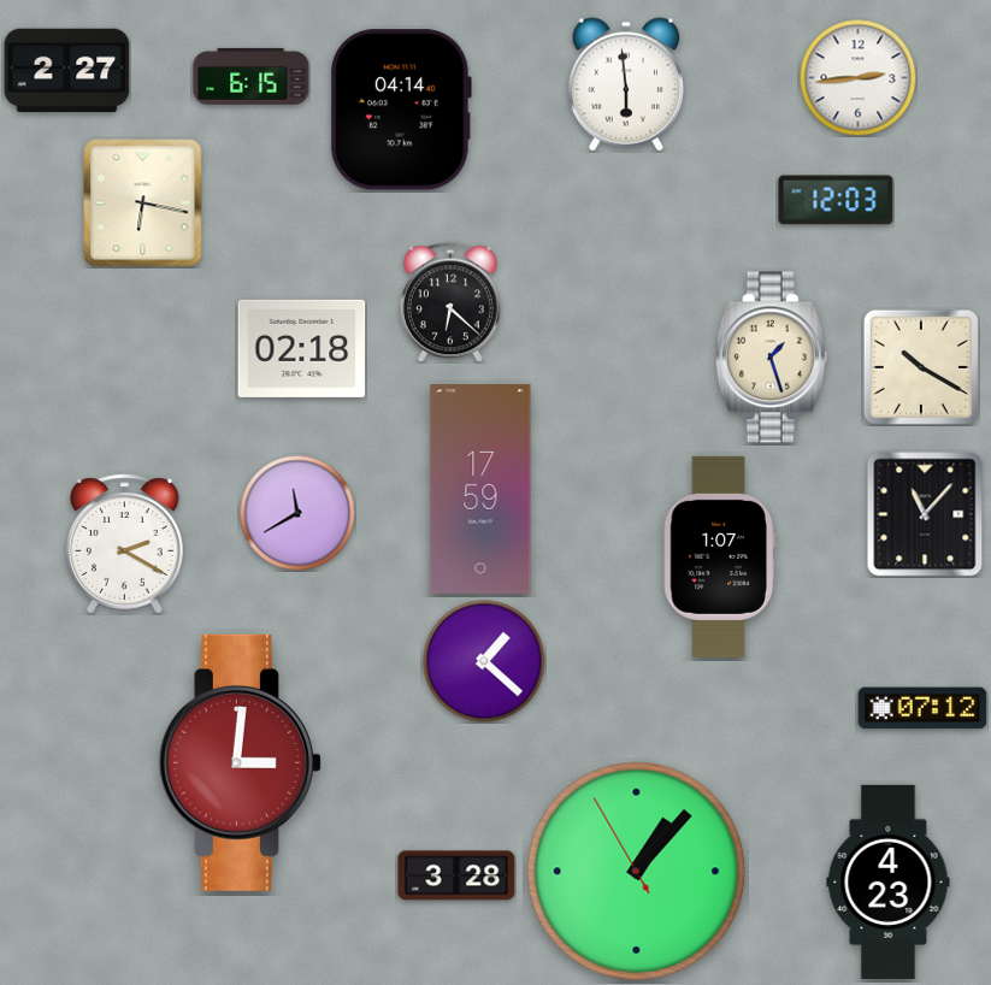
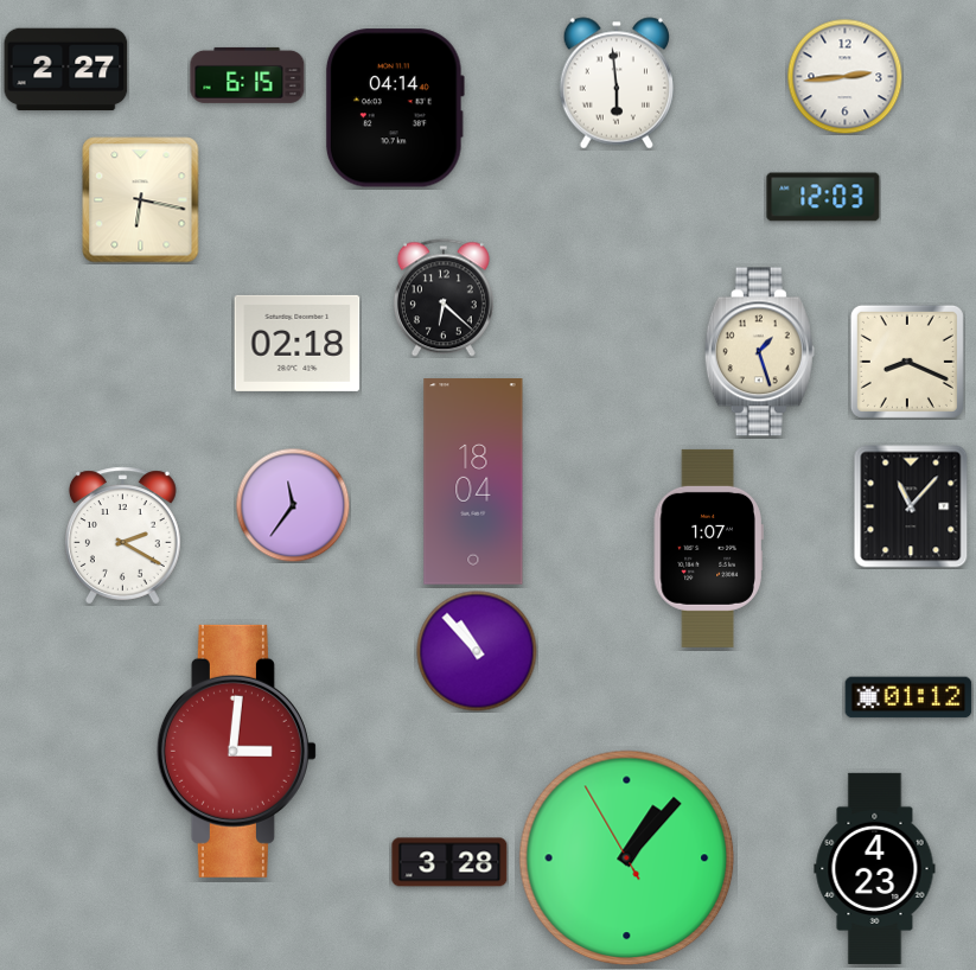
clock at (921, 367): 10:20 -> 8:19
clock at (480, 489): 17:59 -> 18:04
clock at (297, 513): 11:40 -> 11:36
clock at (484, 661): 1:22 -> 10:53
clock at (922, 708): 07:12 -> 01:12
